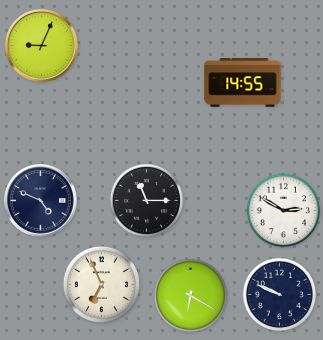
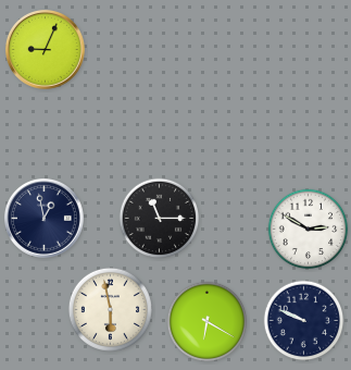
clock at (243, 83): 14:55 -> none
clock at (40, 200): 4:49 -> 12:58
clock at (101, 284): 6:56 -> 5:58
